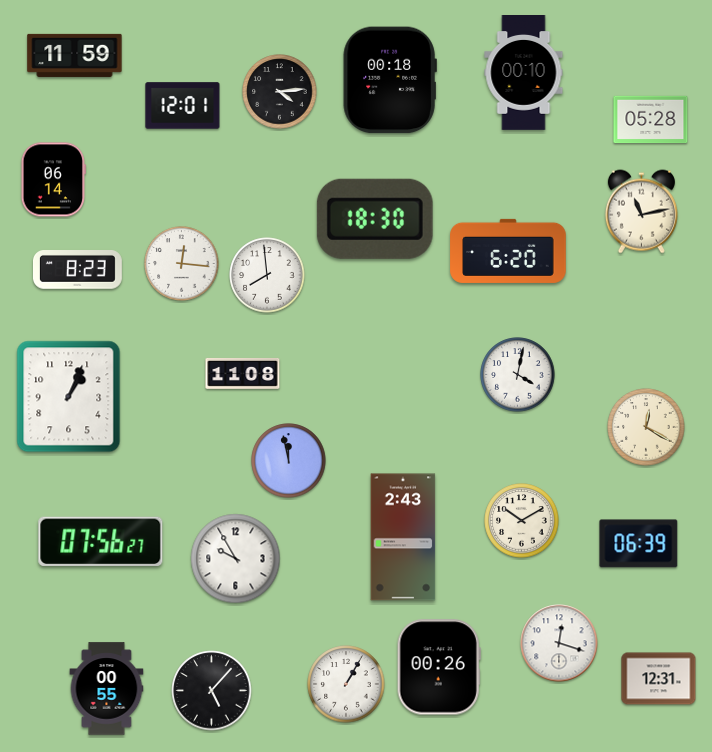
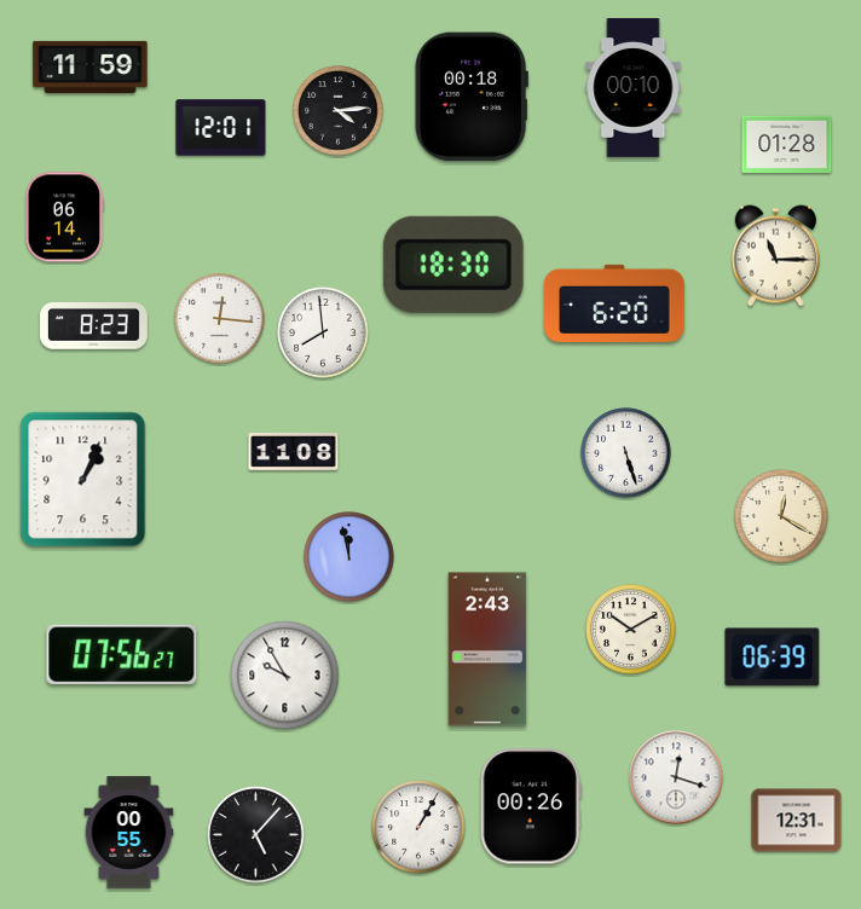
clock at (651, 120): 05:28 -> 01:28
clock at (641, 212): 11:13 -> 11:15
clock at (518, 375): 4:02 -> 5:27
